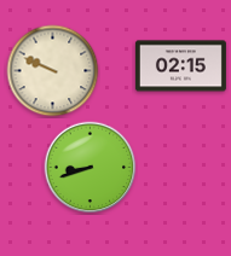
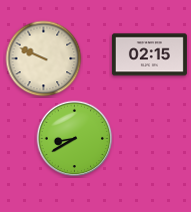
clock at (91, 168): 8:42 -> 8:40
